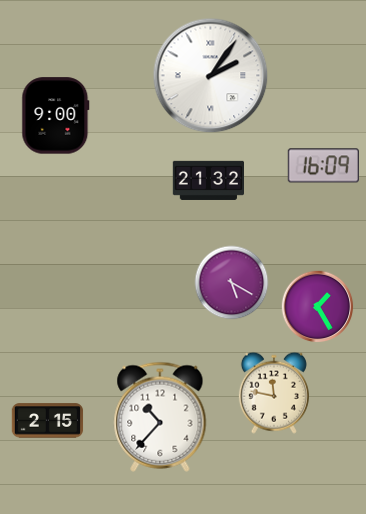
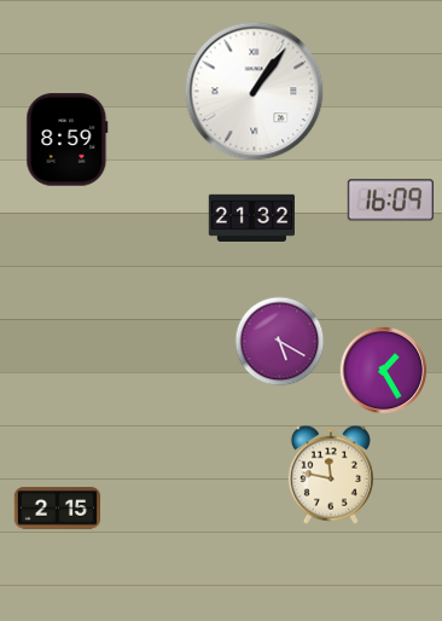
clock at (211, 76): 2:06 -> 1:06
clock at (56, 116): 9:00 -> 8:59
clock at (160, 417): 10:37 -> none
